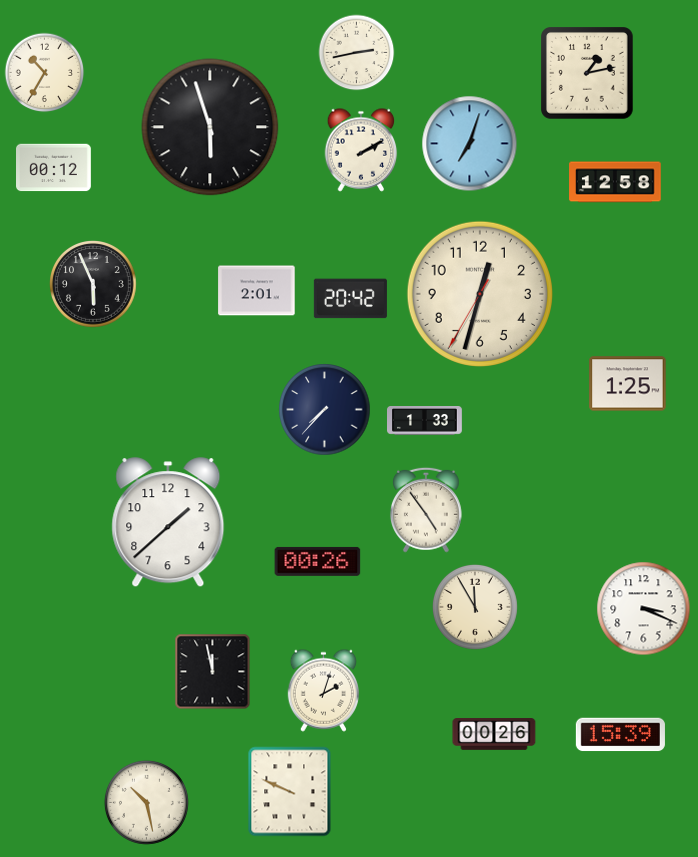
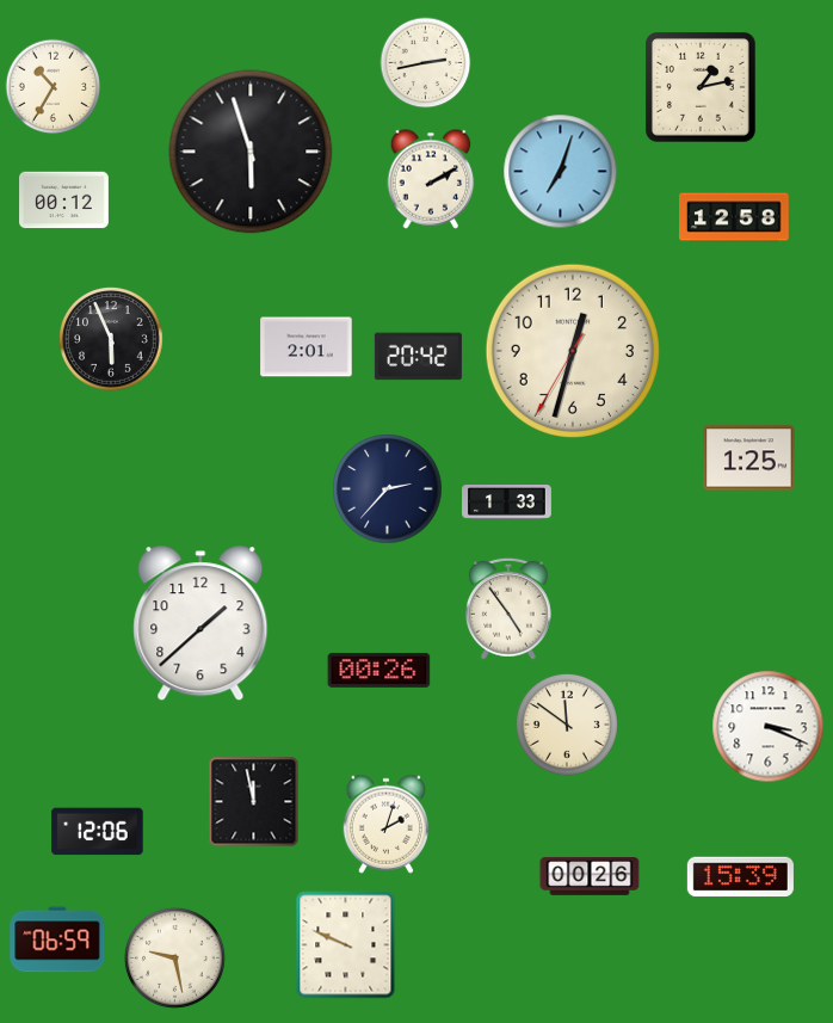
clock at (325, 410): 7:37 -> 2:37
clock at (475, 607): 11:55 -> 11:51
clock at (98, 832): none -> 12:06
clock at (57, 939): none -> 06:59
clock at (146, 802): 10:28 -> 9:28
